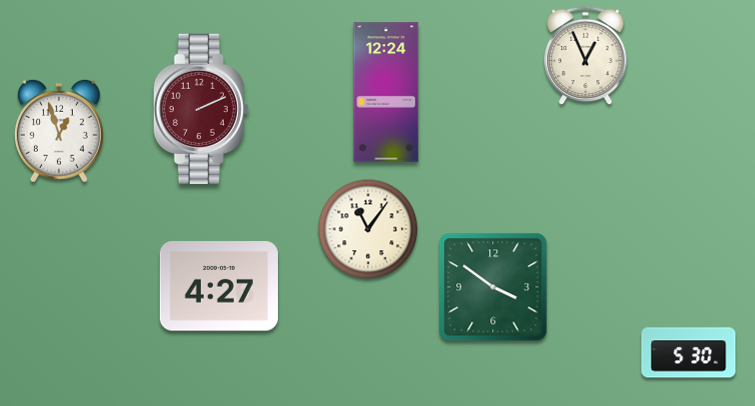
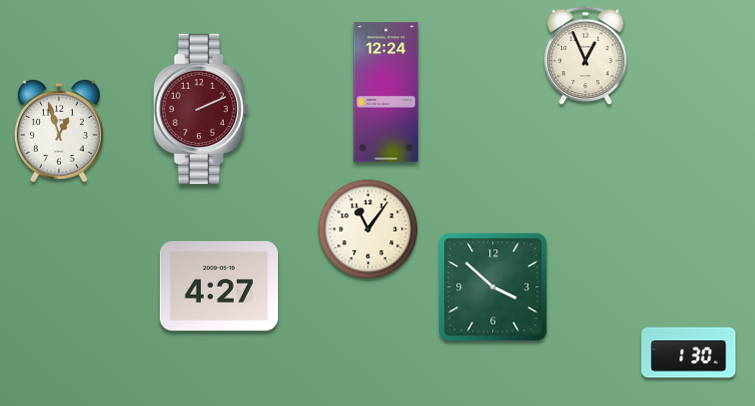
clock at (493, 287): 3:51 -> 3:52
clock at (689, 353): 5:30 -> 1:30
